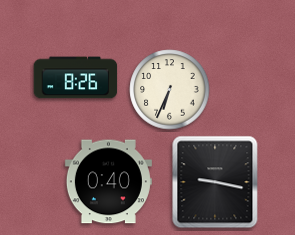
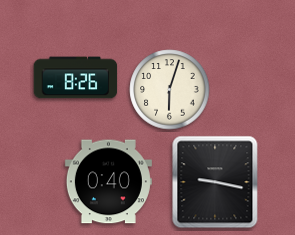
clock at (170, 90): 6:34 -> 6:03
